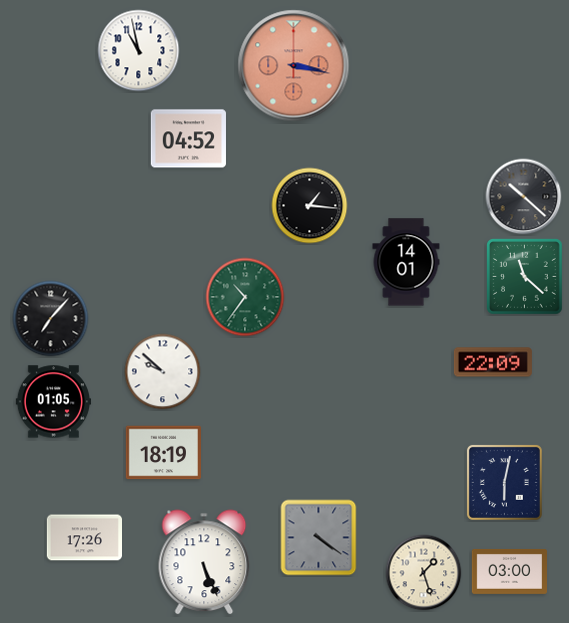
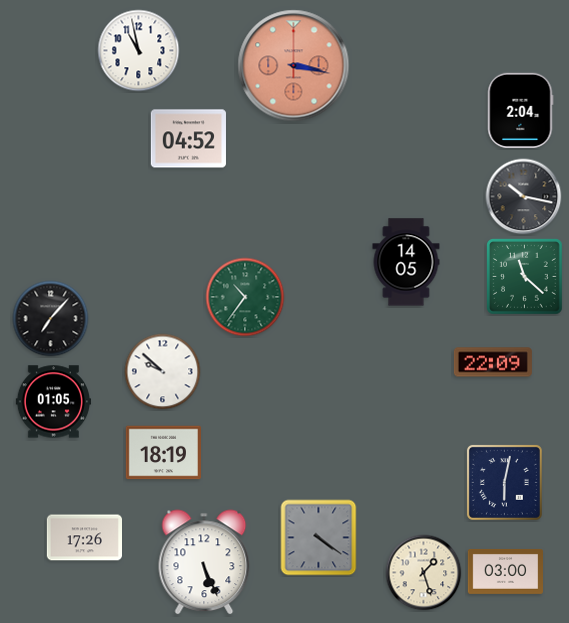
clock at (521, 110): none -> 2:04
clock at (524, 197): 10:22 -> 10:17
clock at (310, 206): 1:16 -> none
clock at (406, 262): 14:01 -> 14:05
clock at (509, 571) position: (509, 571) -> (505, 571)
